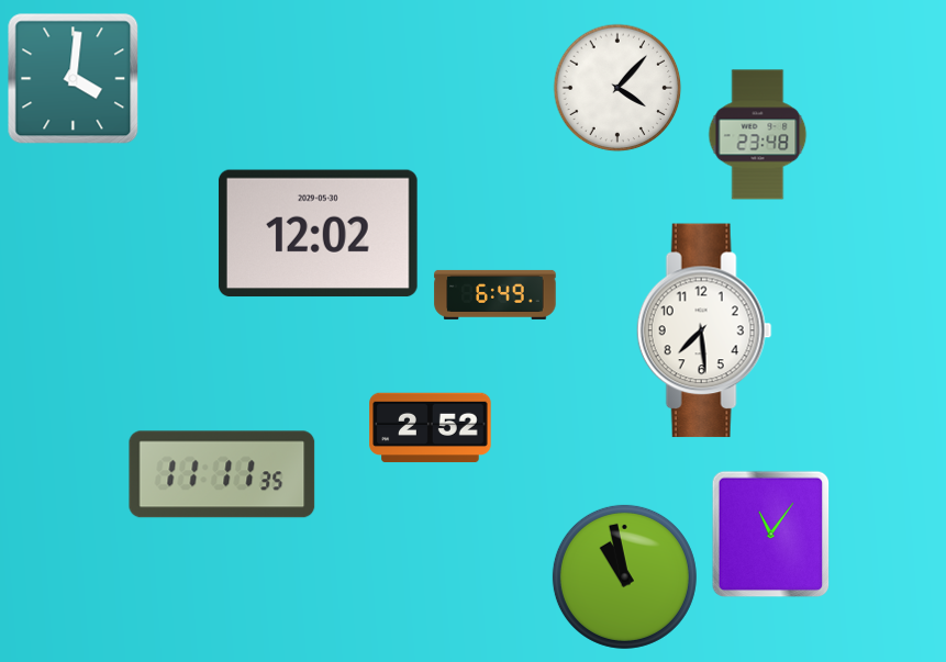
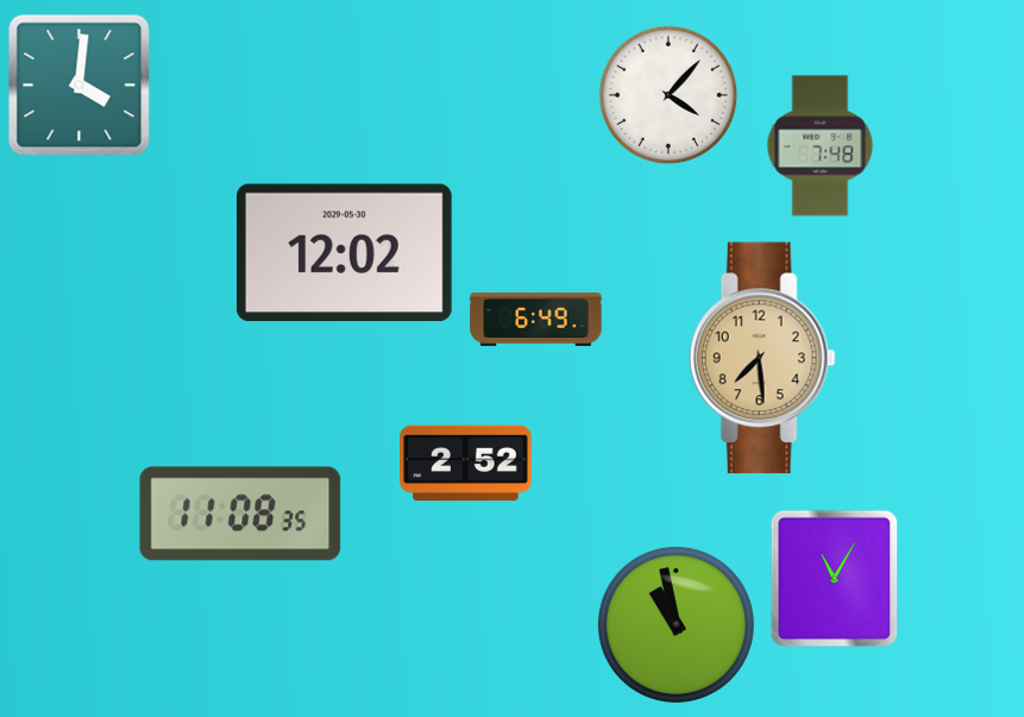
clock at (758, 135): 23:48 -> 7:48
clock at (704, 330) dial: white -> champagne
clock at (222, 474): 11:11 -> 11:08
clock at (771, 535): 11:06 -> 11:05
